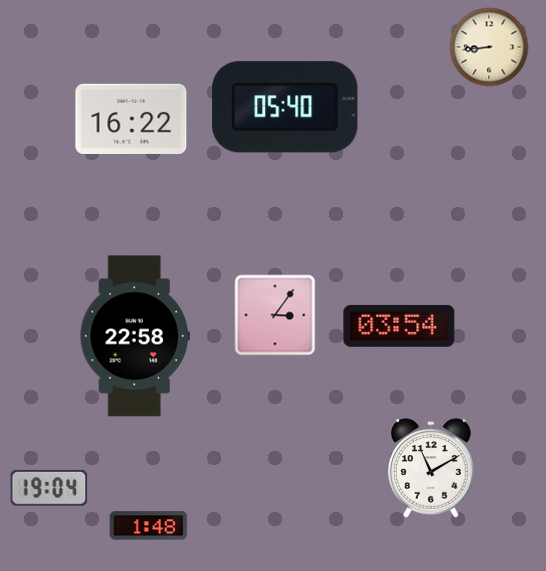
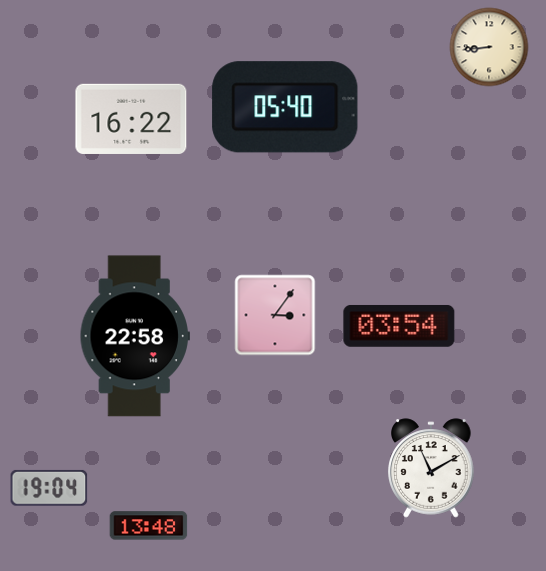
clock at (149, 526): 1:48 -> 13:48
